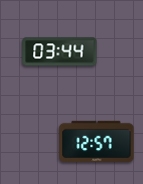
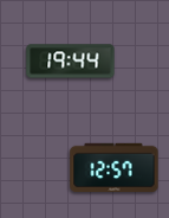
clock at (60, 52): 03:44 -> 19:44
